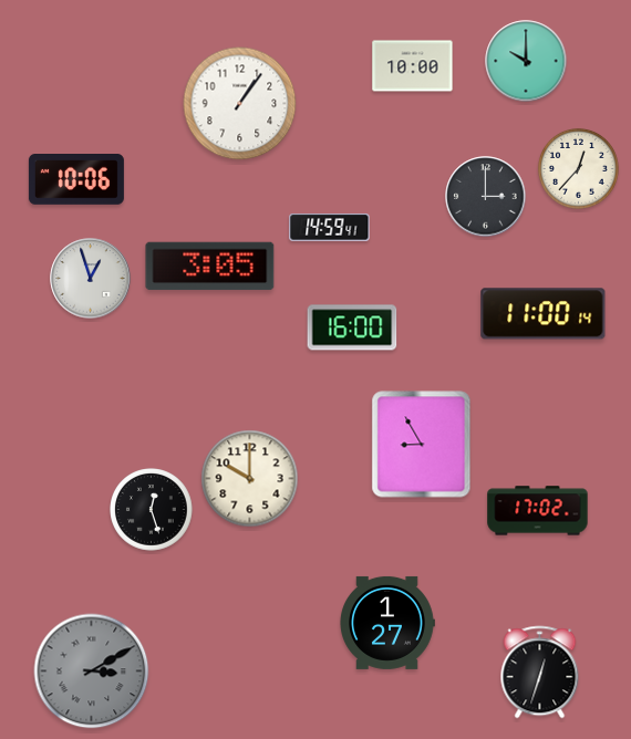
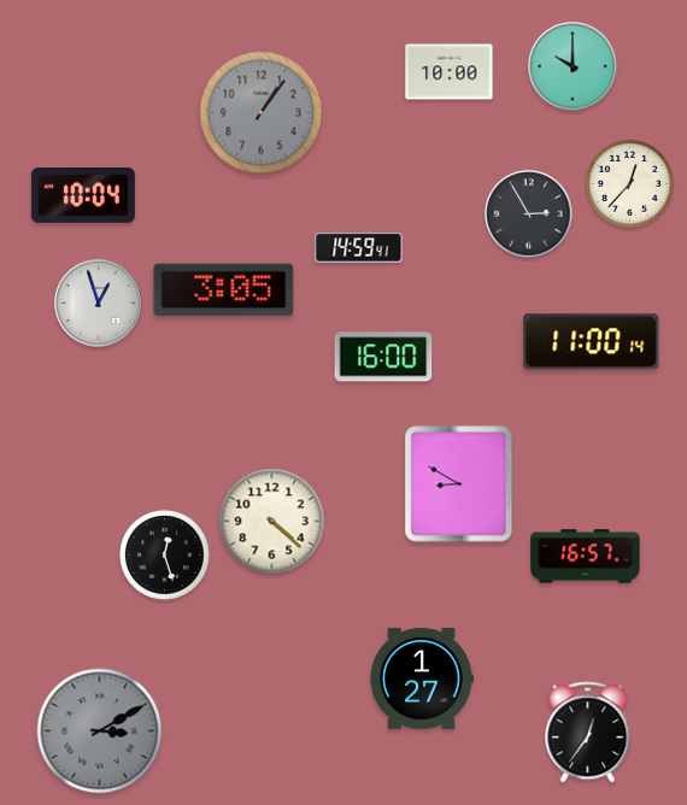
clock at (240, 104) dial: white -> grey
clock at (76, 180): 10:06 -> 10:04
clock at (486, 197): 3:00 -> 2:55
clock at (210, 267) position: (210, 267) -> (224, 290)
clock at (422, 445): 8:55 -> 8:50
clock at (250, 479): 10:00 -> 4:22
clock at (538, 511): 17:02 -> 16:57
clock at (540, 673): 12:33 -> 12:36
